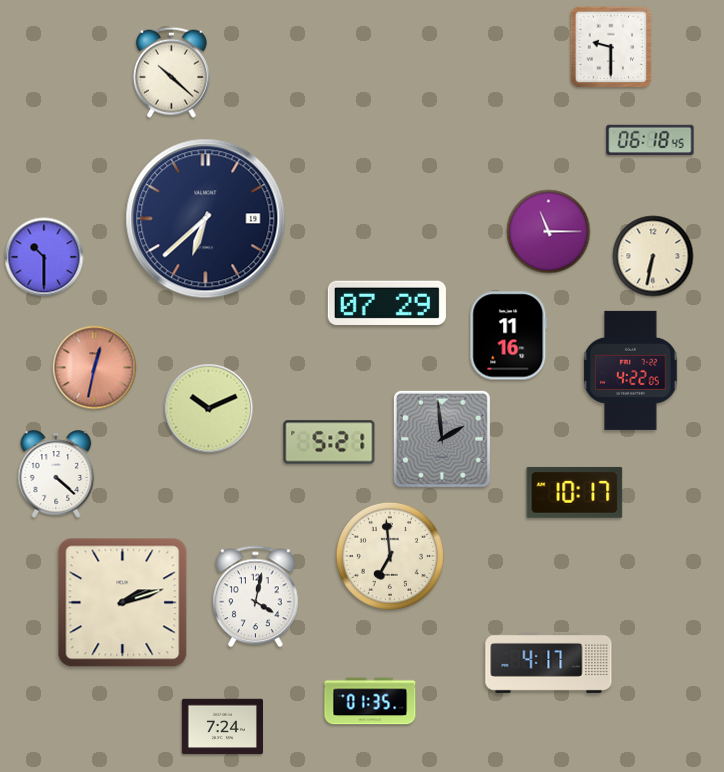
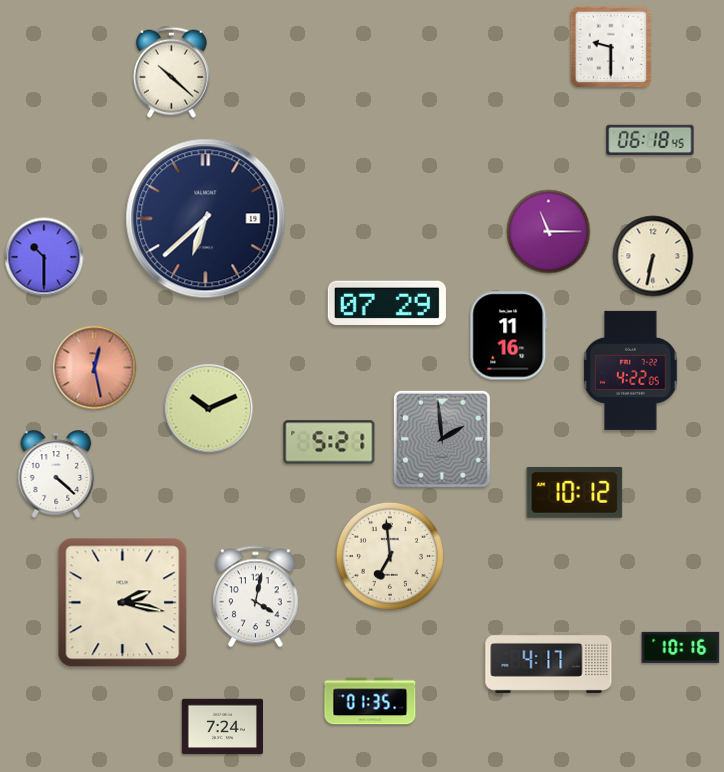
clock at (95, 368): 12:32 -> 12:28
clock at (575, 492): 10:17 -> 10:12
clock at (123, 603): 2:12 -> 2:17
clock at (681, 647): none -> 10:16
